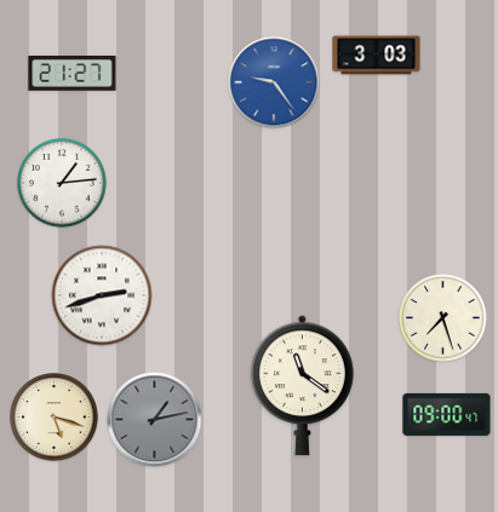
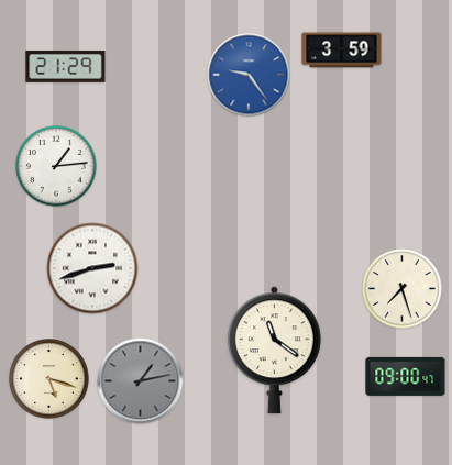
clock at (377, 56): 3:03 -> 3:59
clock at (73, 74): 21:27 -> 21:29
